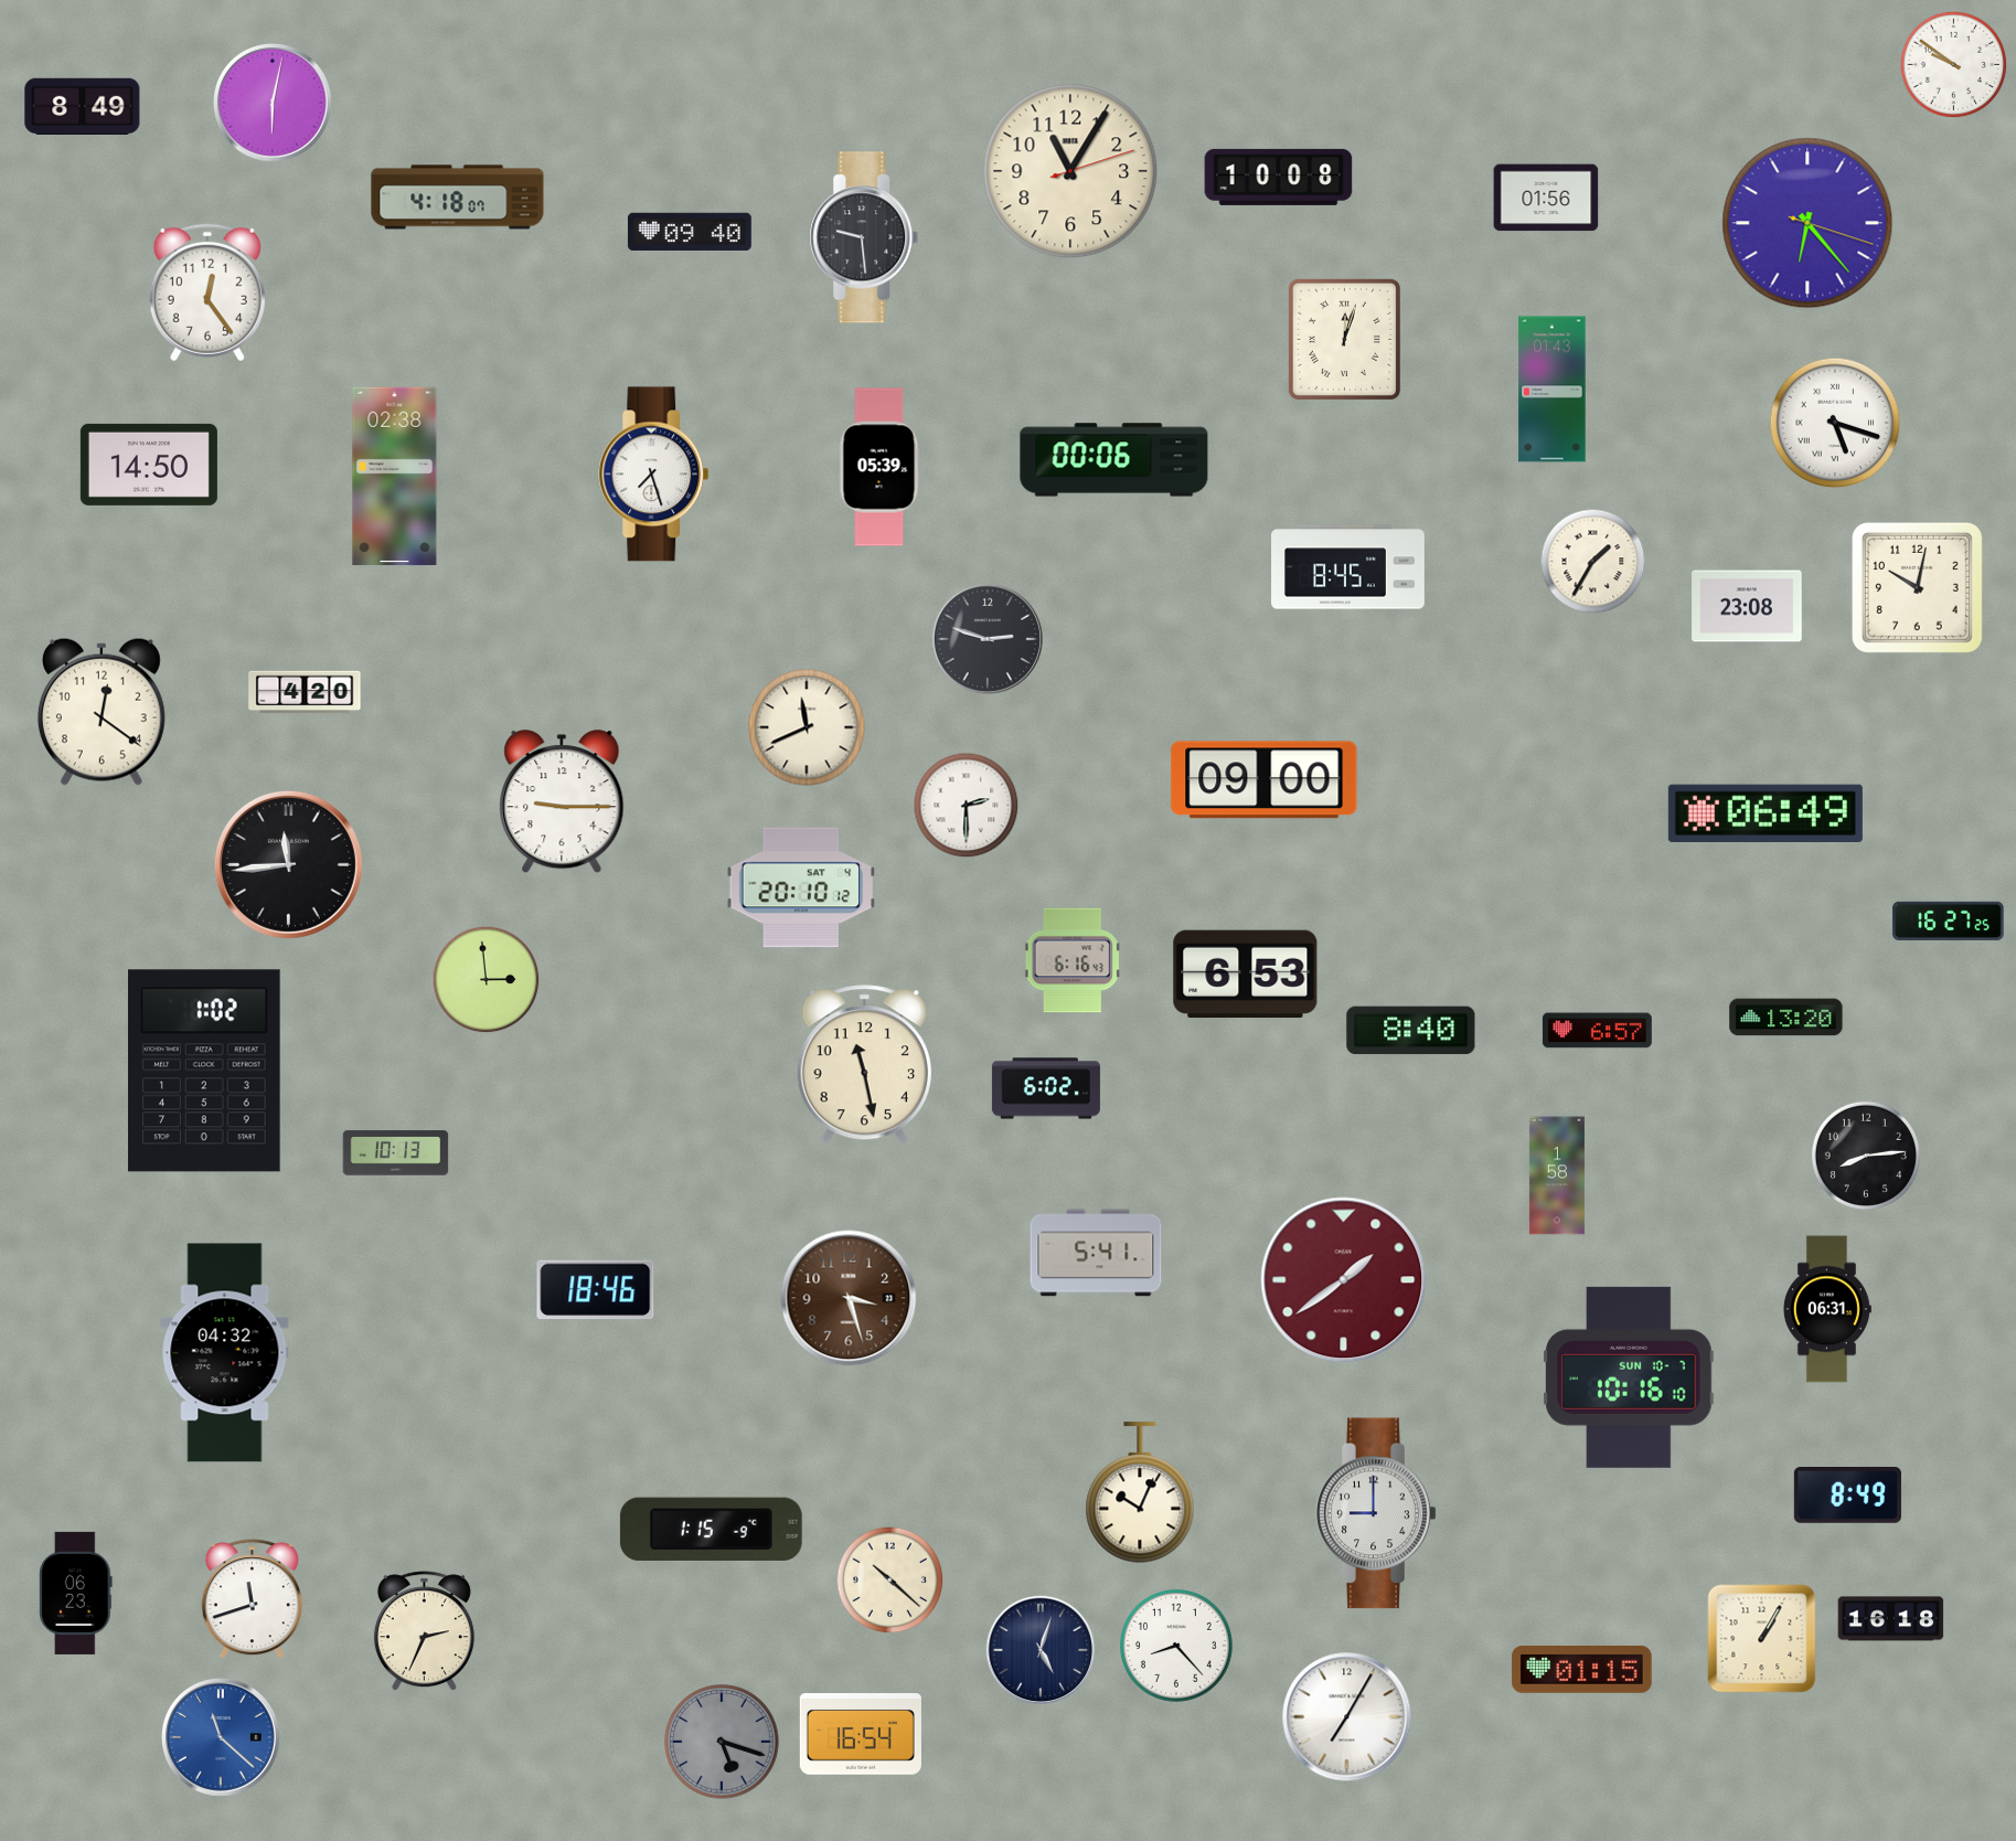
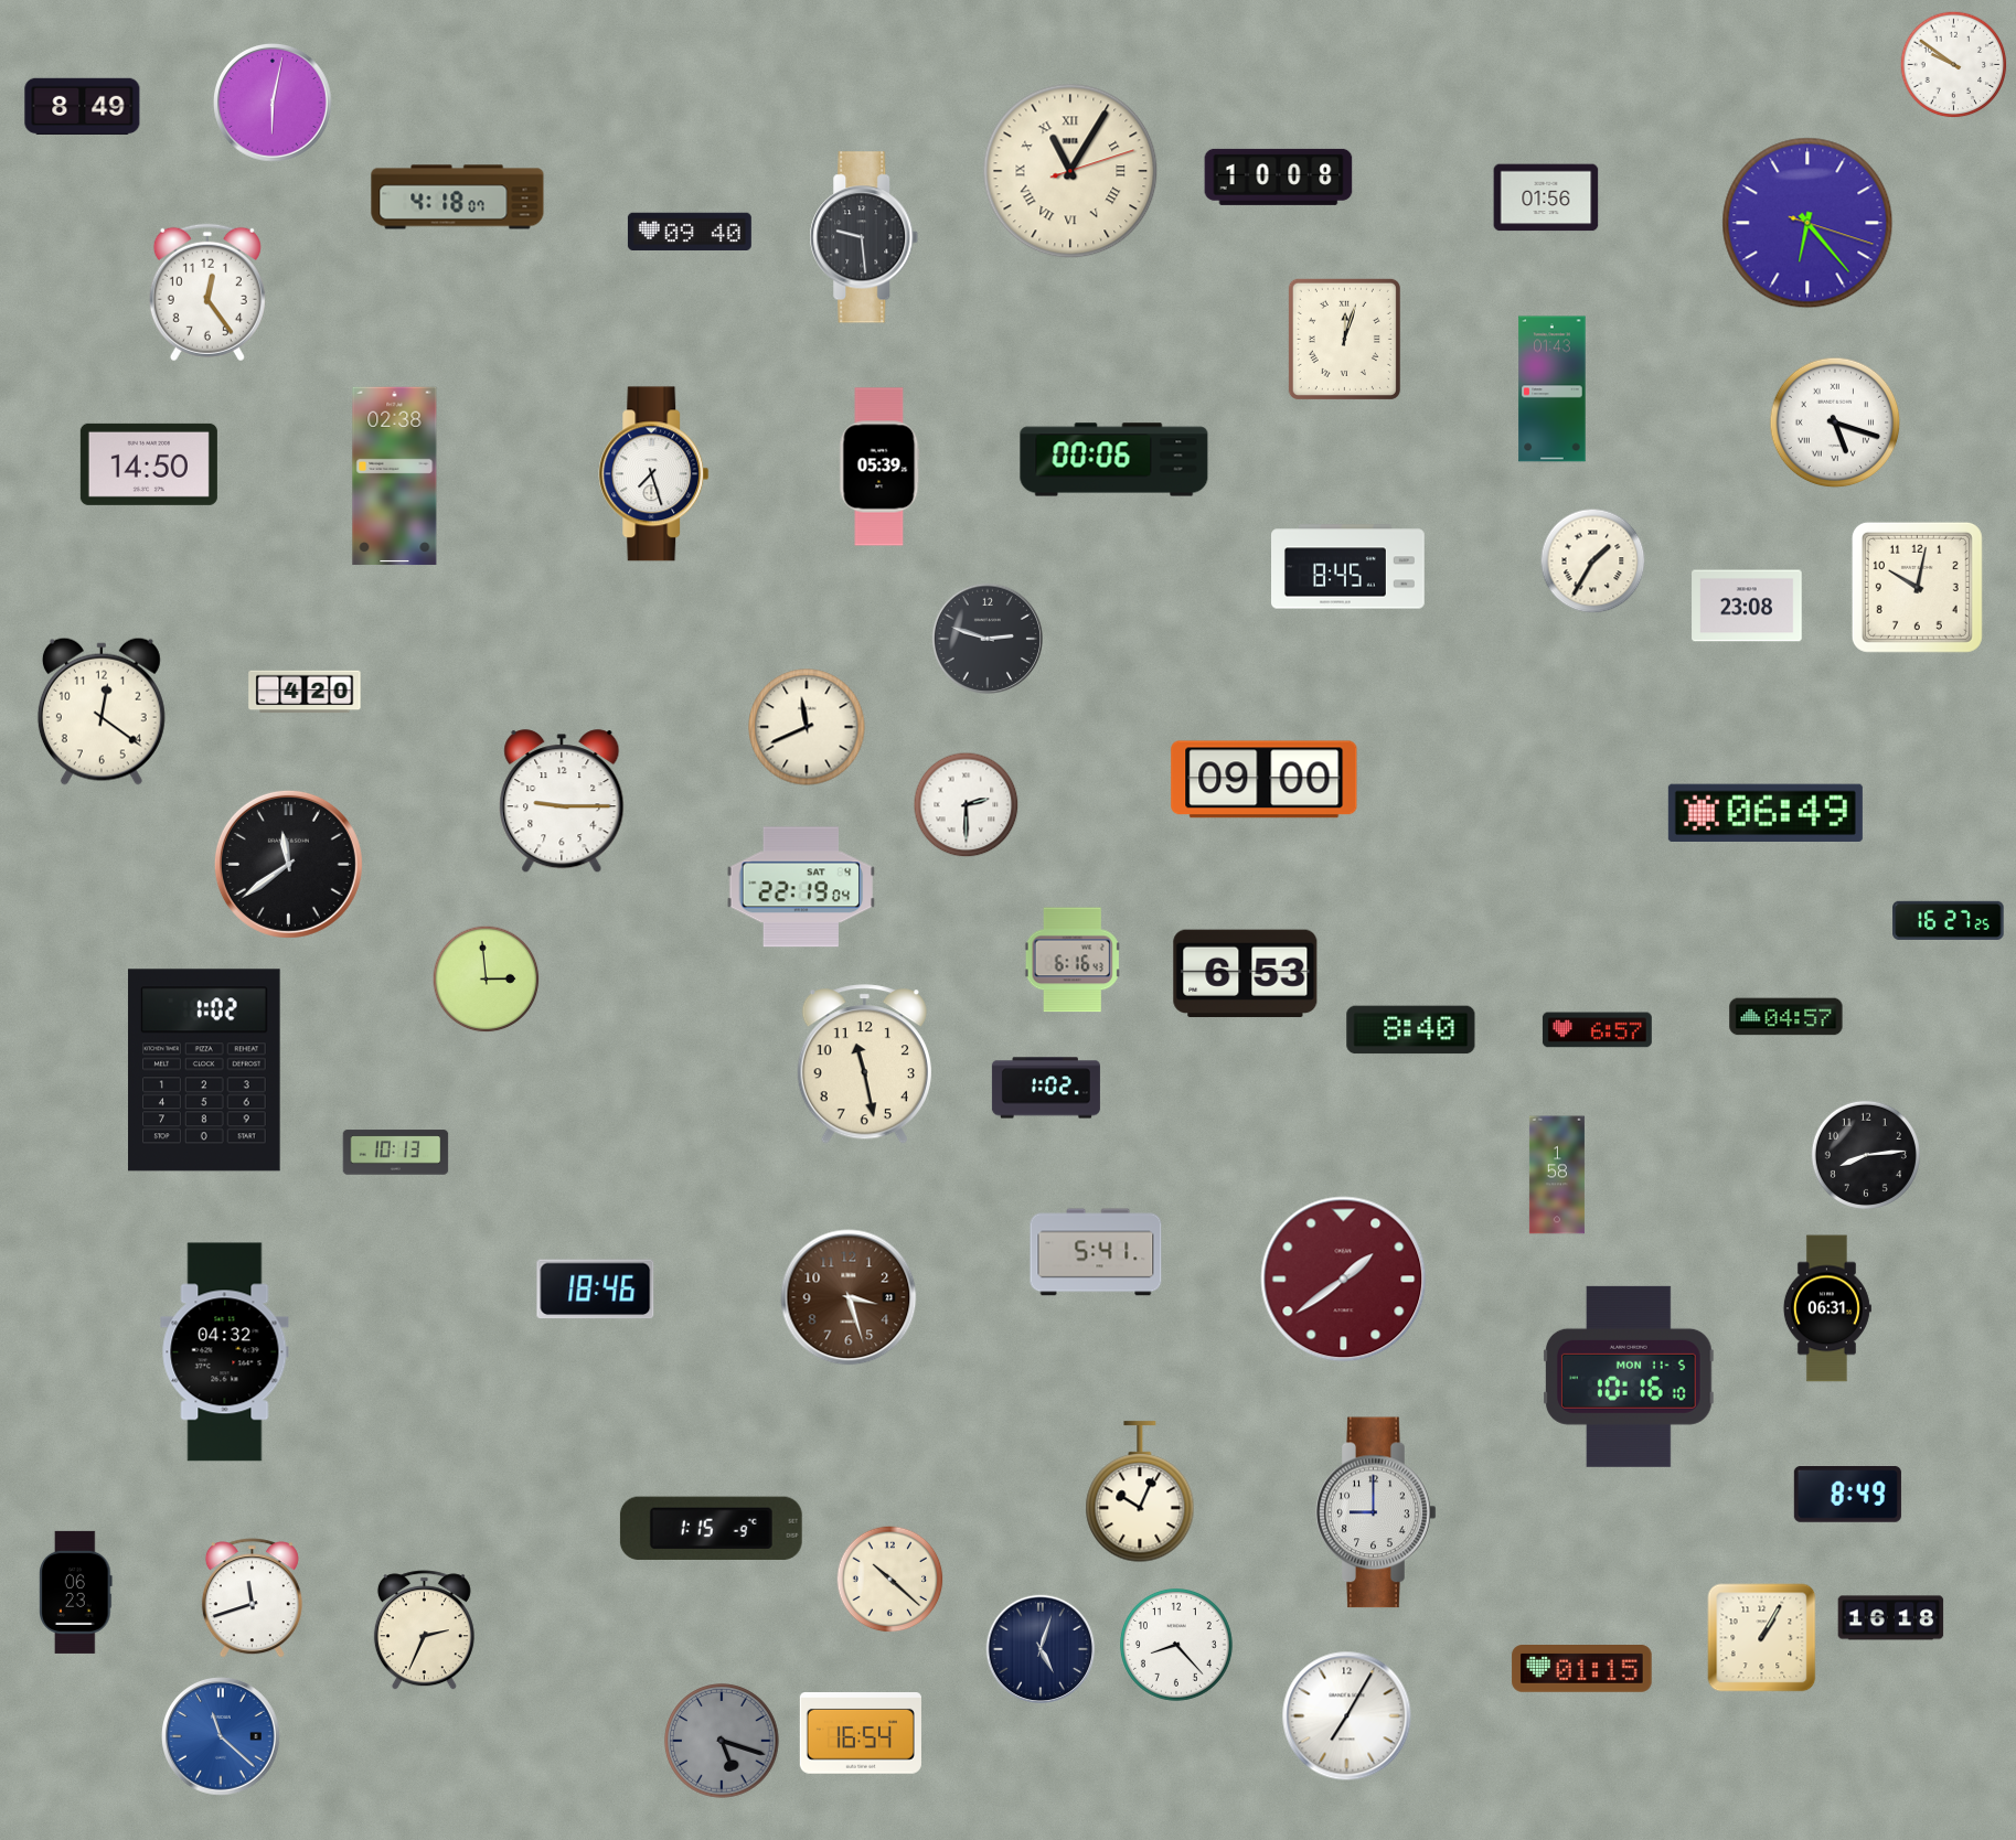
clock at (1070, 171) numerals: Arabic -> Roman
clock at (288, 864): 11:44 -> 11:39
clock at (801, 887): 20:10 -> 22:19
clock at (1786, 1018): 13:20 -> 04:57
clock at (1046, 1088): 6:02 -> 1:02
clock at (1630, 1377) date: SUN 10-7 -> MON 11-5
